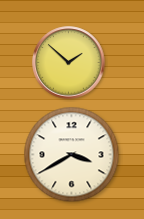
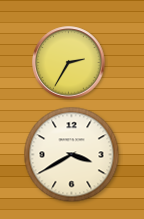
clock at (69, 63): 1:52 -> 2:35
